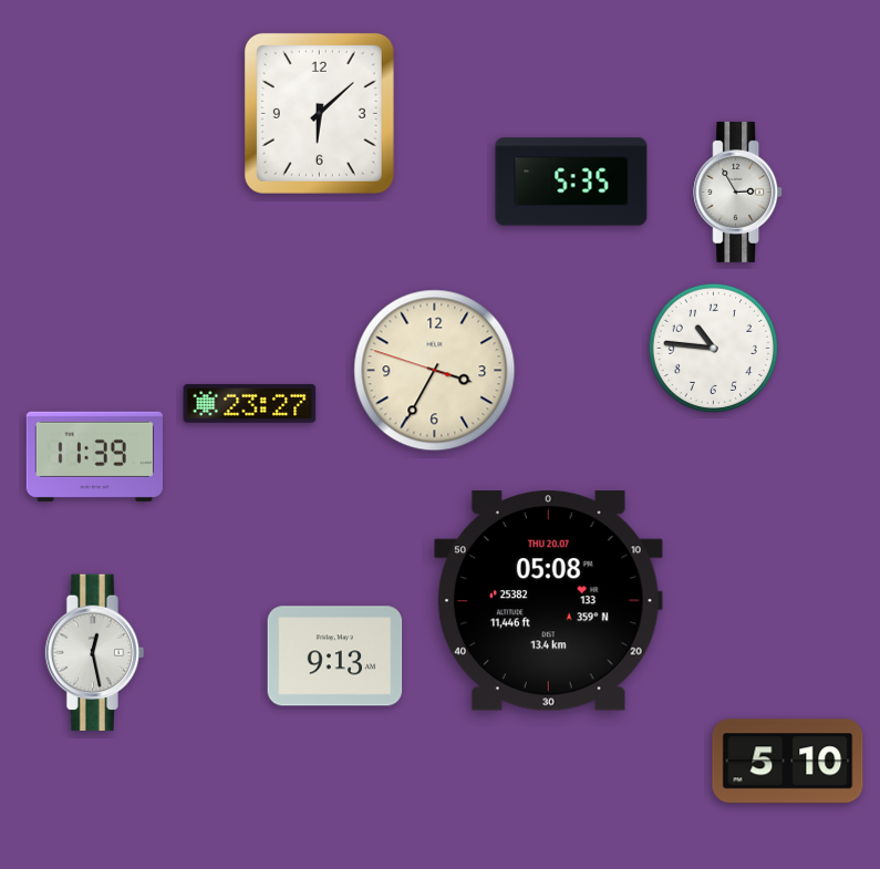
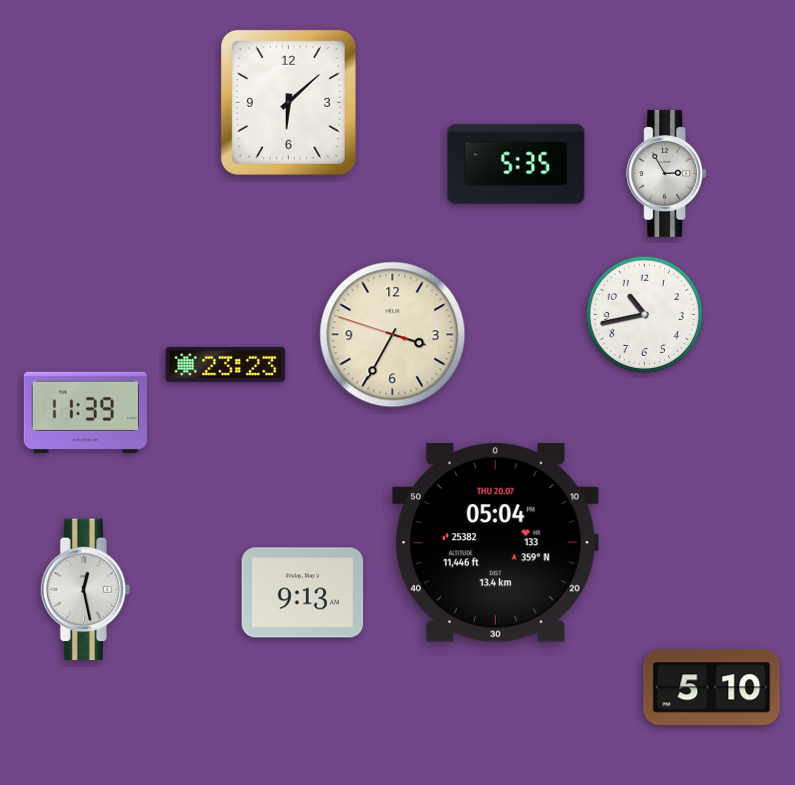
clock at (713, 348): 10:46 -> 10:43
clock at (250, 403): 23:27 -> 23:23
clock at (548, 601): 05:08 -> 05:04
